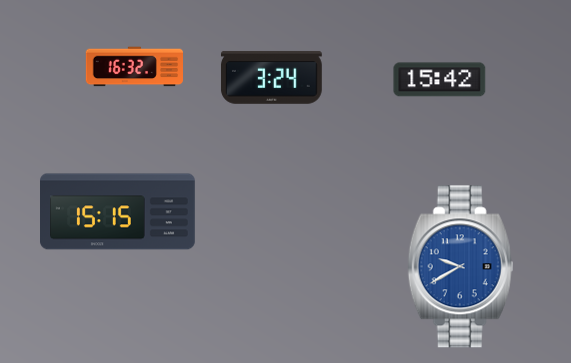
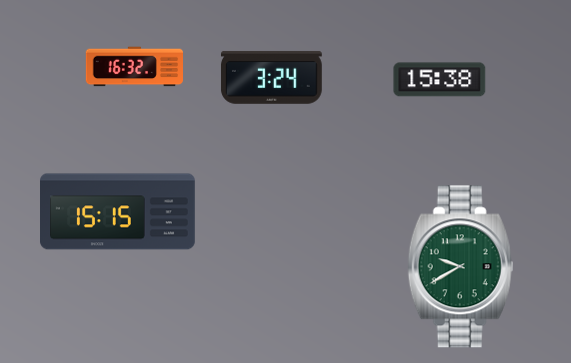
clock at (440, 80): 15:42 -> 15:38
clock at (461, 267) dial: blue -> green
